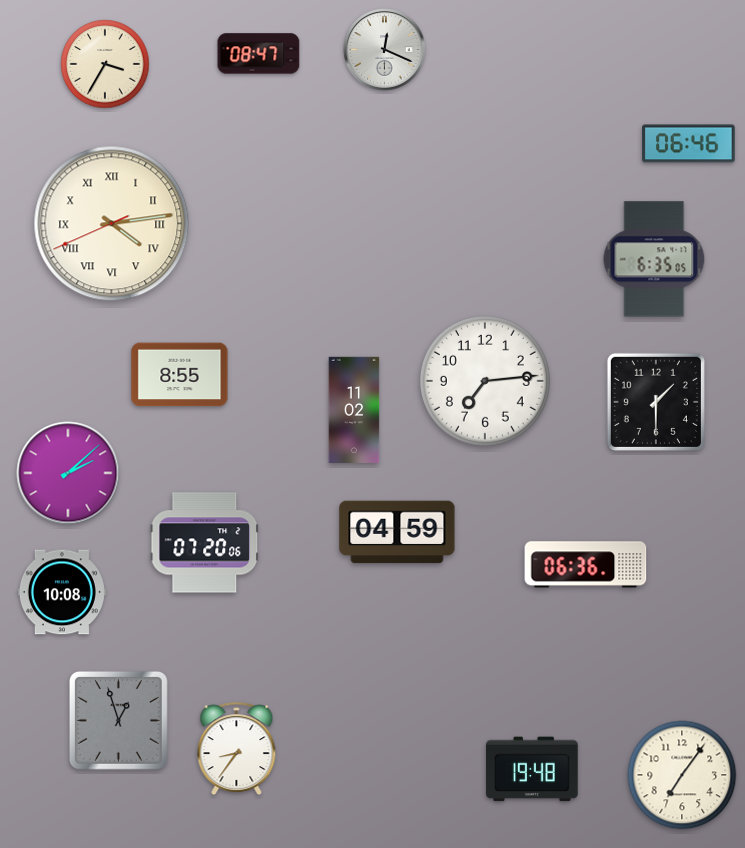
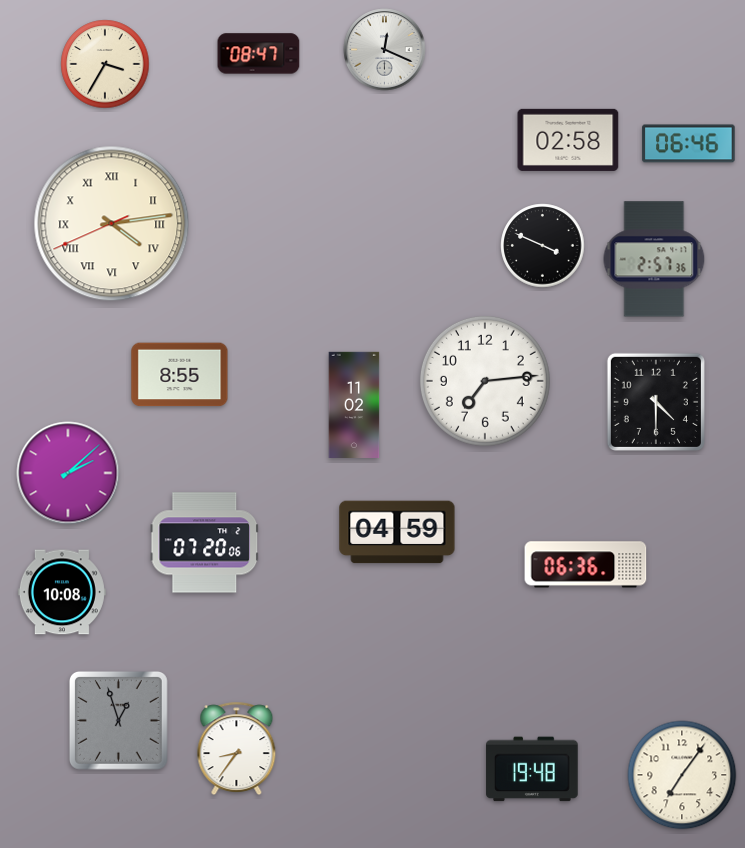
clock at (568, 140): none -> 02:58
clock at (543, 246): none -> 3:49
clock at (654, 259): 6:35 -> 2:57
clock at (656, 402): 1:30 -> 4:30
clock at (354, 409) position: (354, 409) -> (354, 404)
